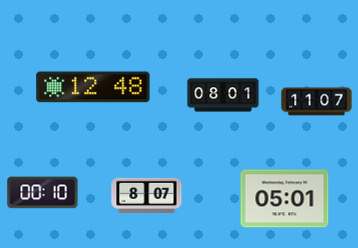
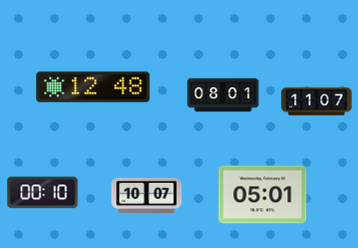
clock at (147, 196): 8:07 -> 10:07
clock at (285, 199) position: (285, 199) -> (263, 195)
